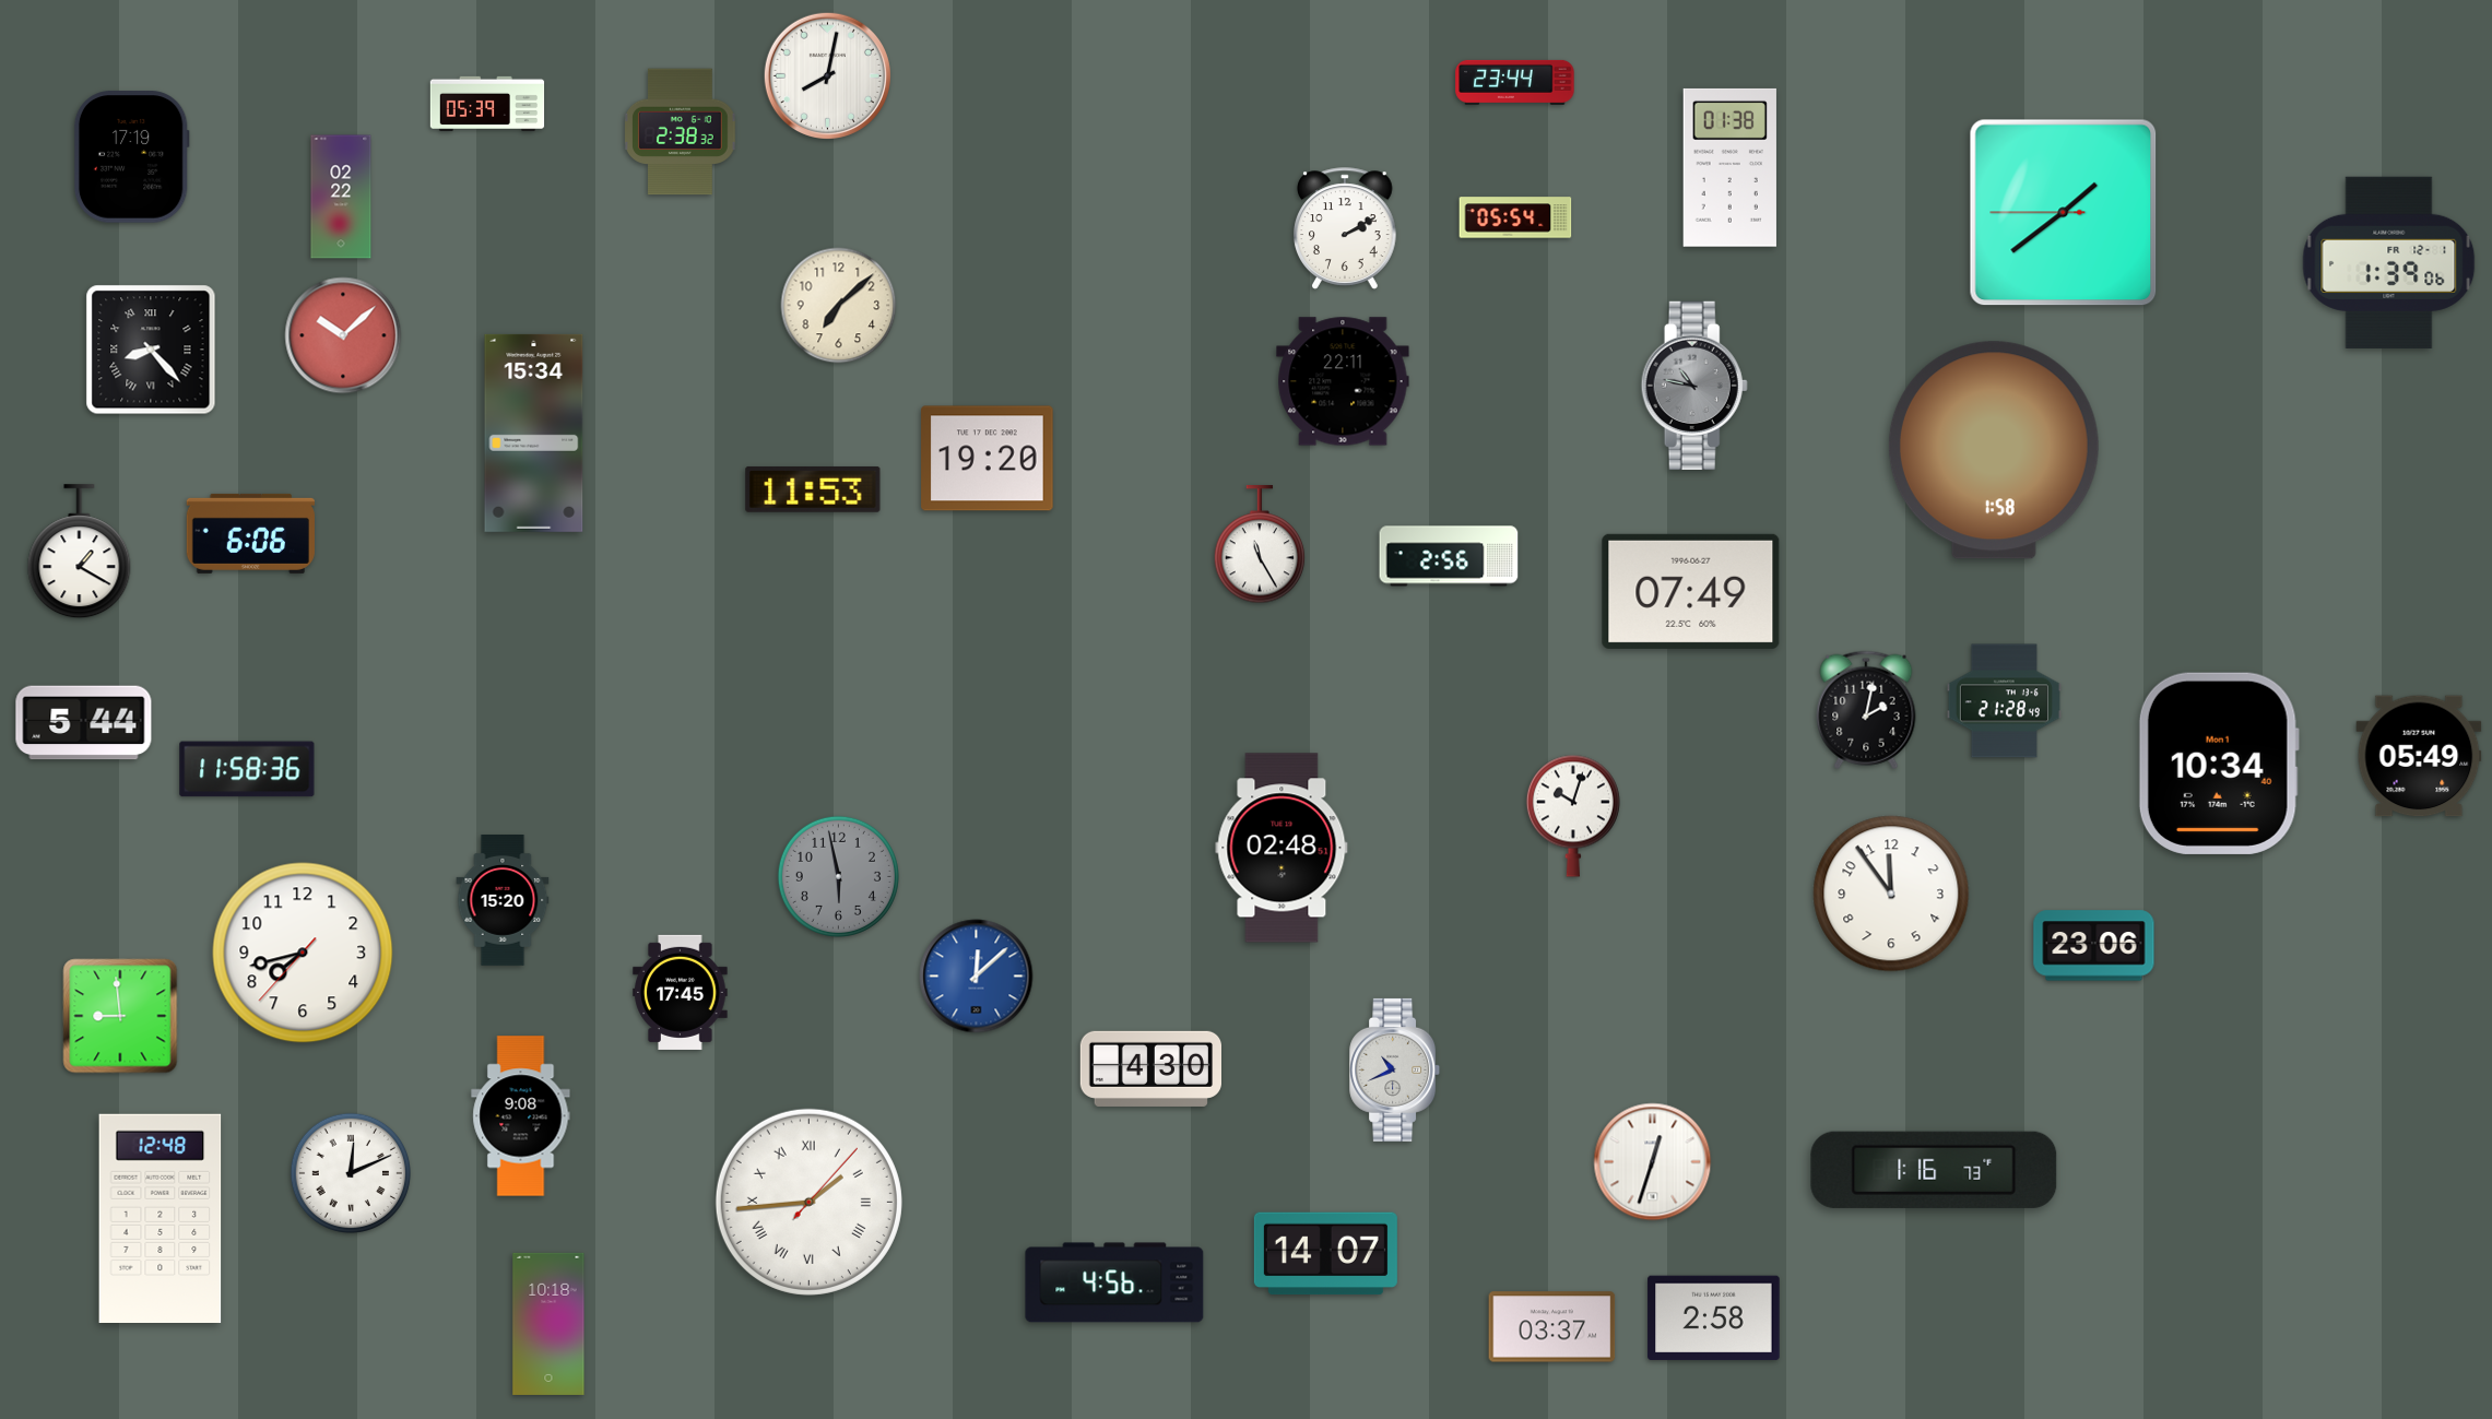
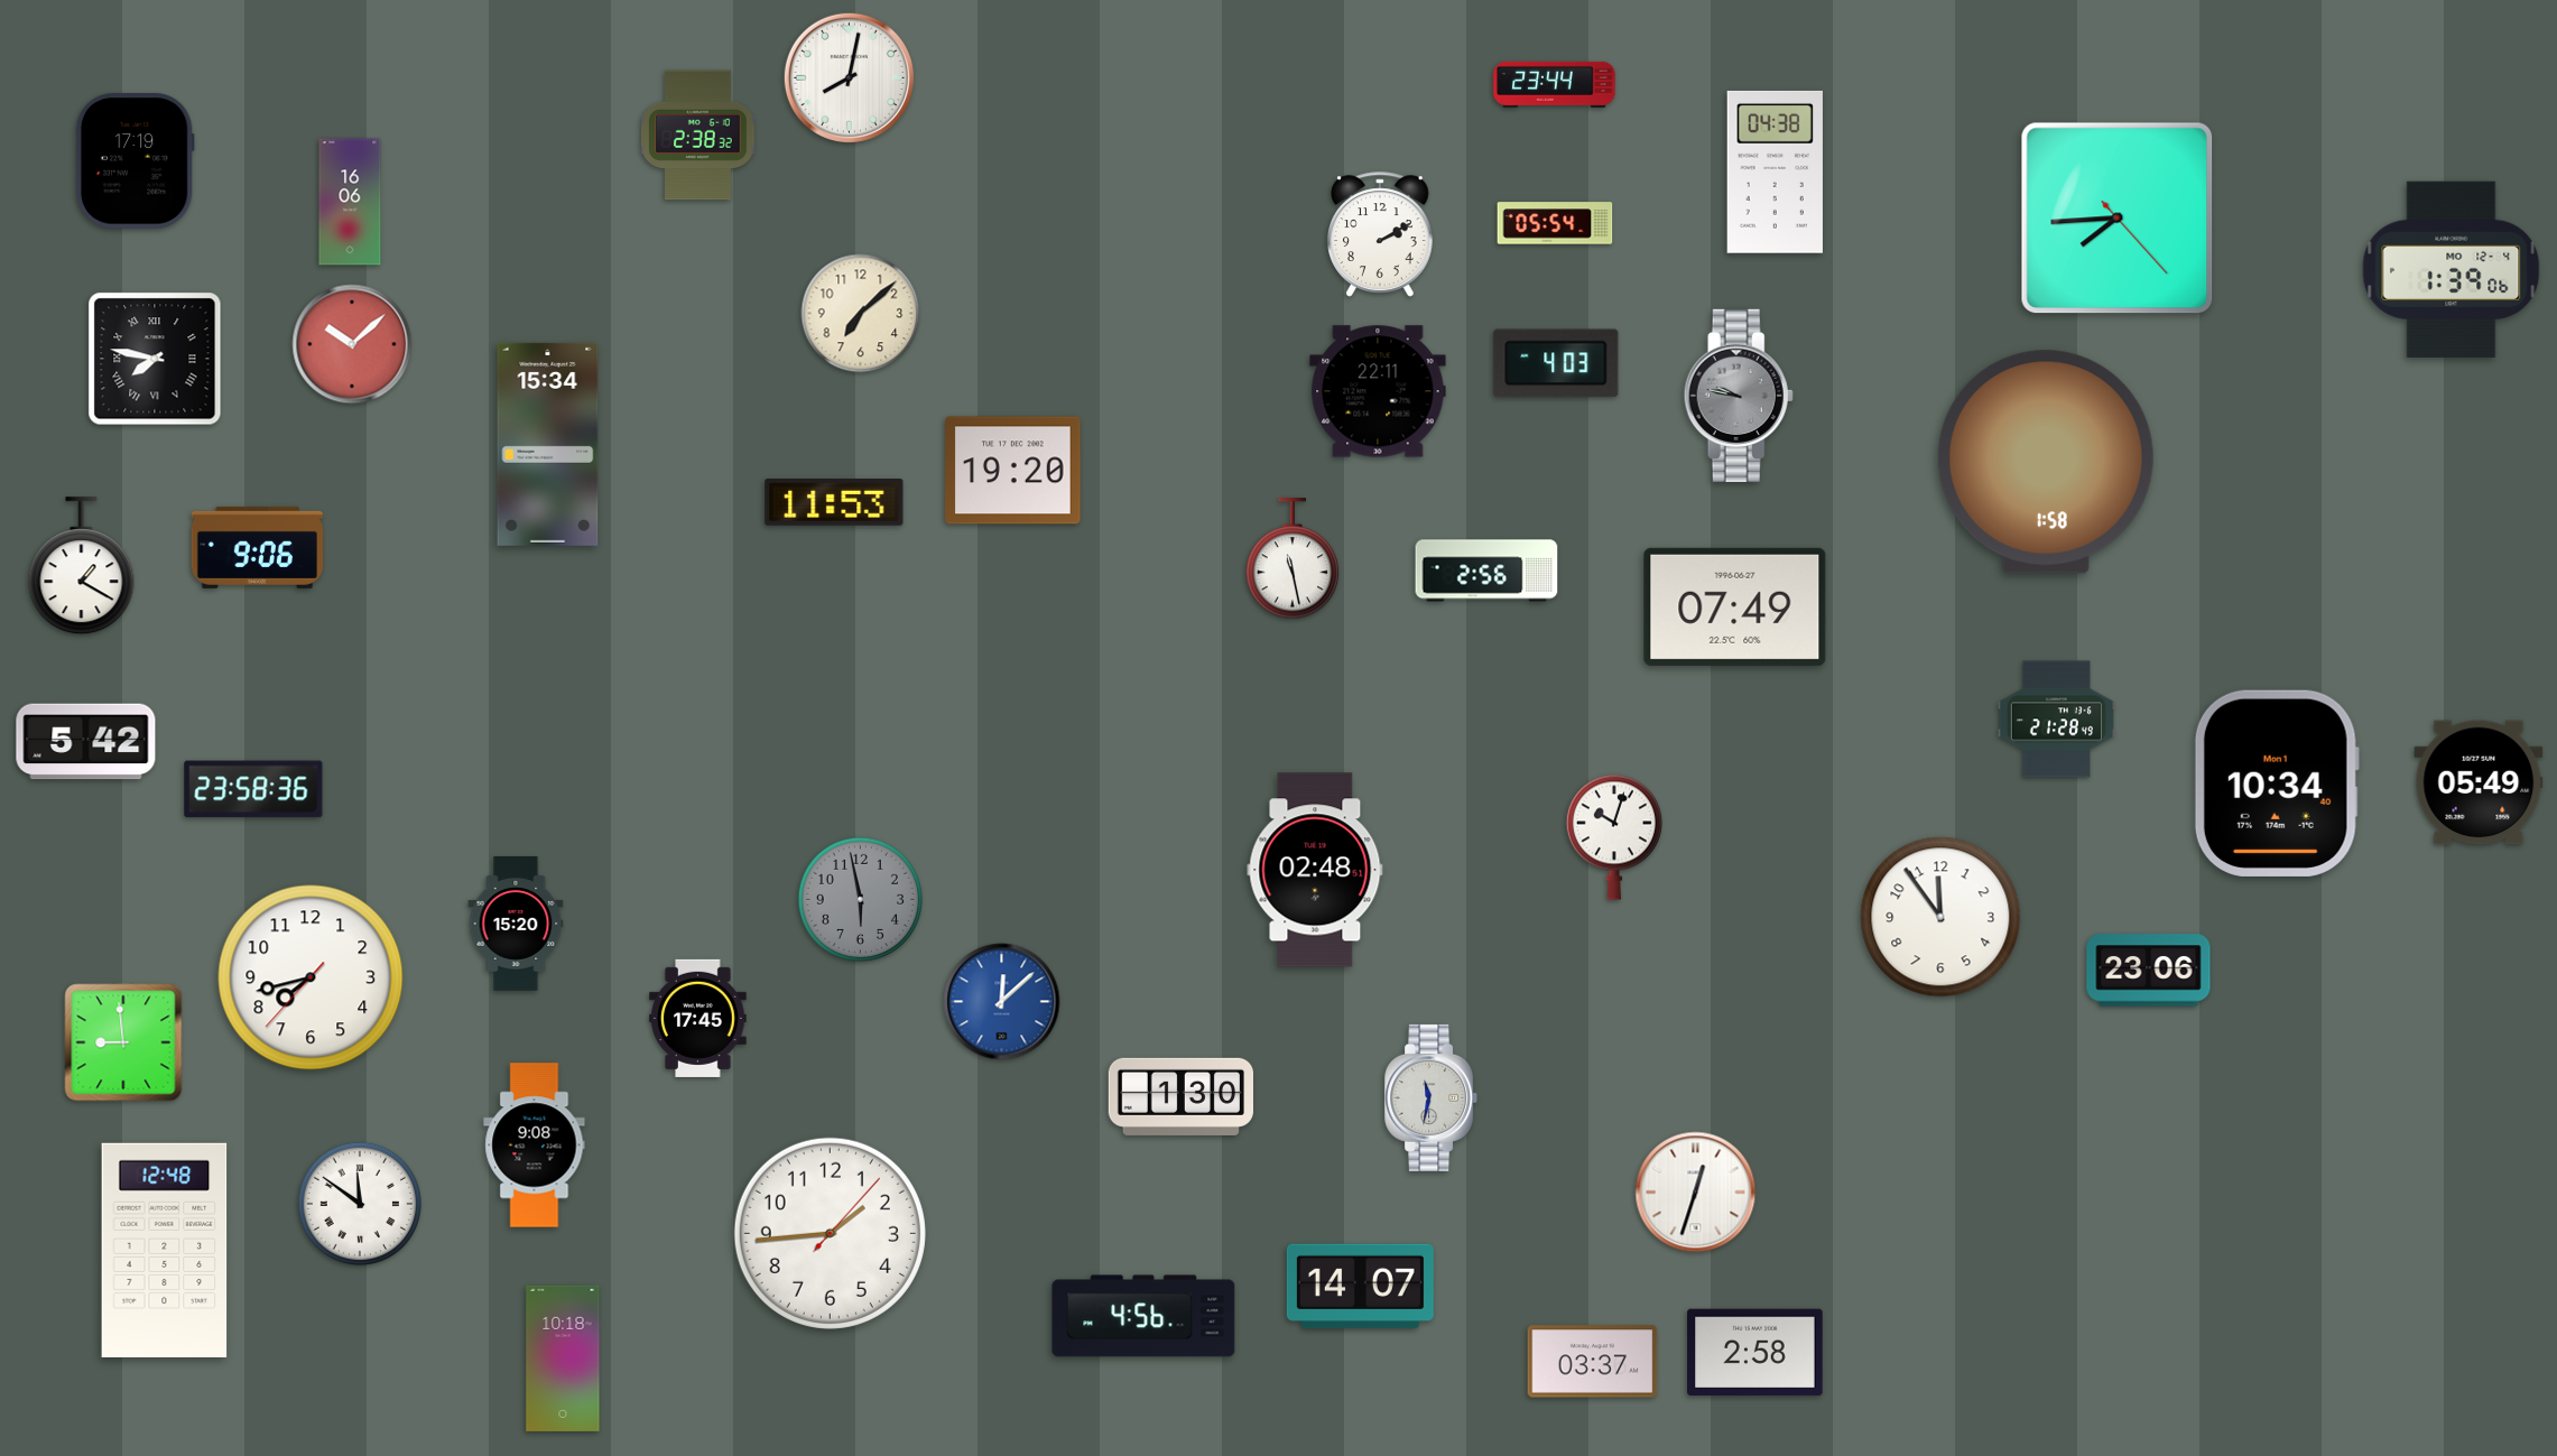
clock at (487, 104): 05:39 -> none
clock at (1729, 167): 01:38 -> 04:38
clock at (341, 197): 02:22 -> 16:06
clock at (2064, 213): 1:38 -> 7:44
clock at (2389, 262) date: FR 12-1 -> MO 12-4
clock at (151, 350): 8:23 -> 7:47
clock at (1556, 363): none -> 4:03
clock at (1694, 386): 10:47 -> 9:47
clock at (250, 533): 6:06 -> 9:06
clock at (1260, 545): 11:25 -> 11:28
clock at (1866, 710): 2:02 -> none
clock at (84, 723): 5:44 -> 5:42
clock at (2419, 756) position: (2419, 756) -> (2479, 782)
clock at (247, 769): 11:58 -> 23:58
clock at (1150, 1068): 4:30 -> 1:30
clock at (1395, 1069): 10:41 -> 11:32
clock at (1934, 1170): 1:16 -> none
clock at (350, 1172): 12:11 -> 11:51
clock at (808, 1202) numerals: Roman -> Arabic
clock at (1714, 1319) position: (1714, 1319) -> (1755, 1353)
